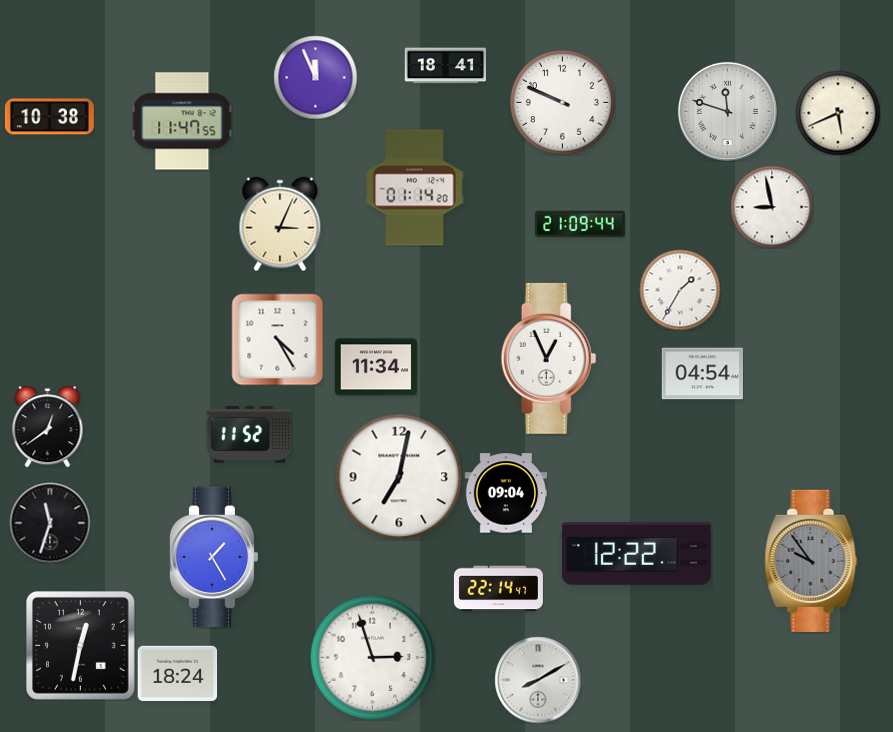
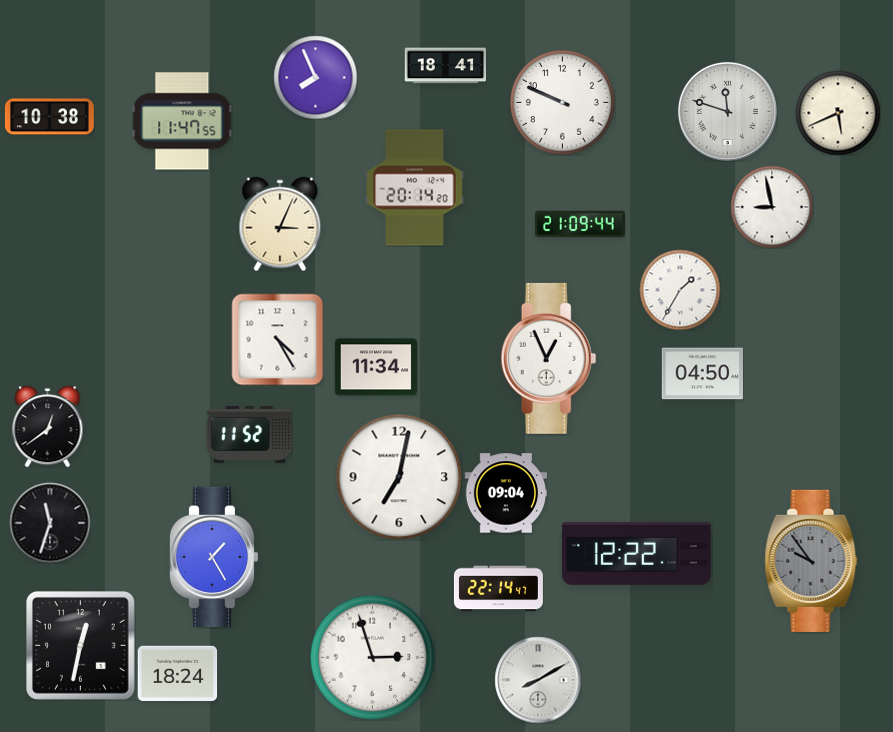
clock at (315, 77): 11:56 -> 7:56
clock at (415, 188): 01:14 -> 20:14
clock at (702, 374): 04:54 -> 04:50
